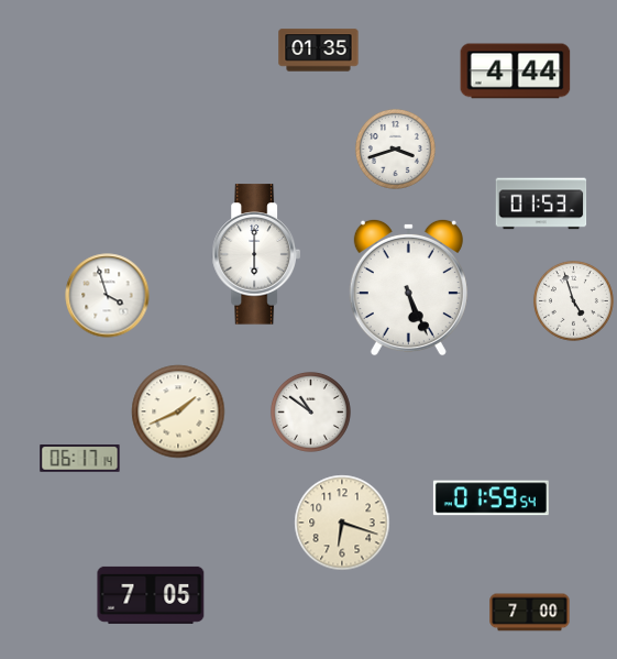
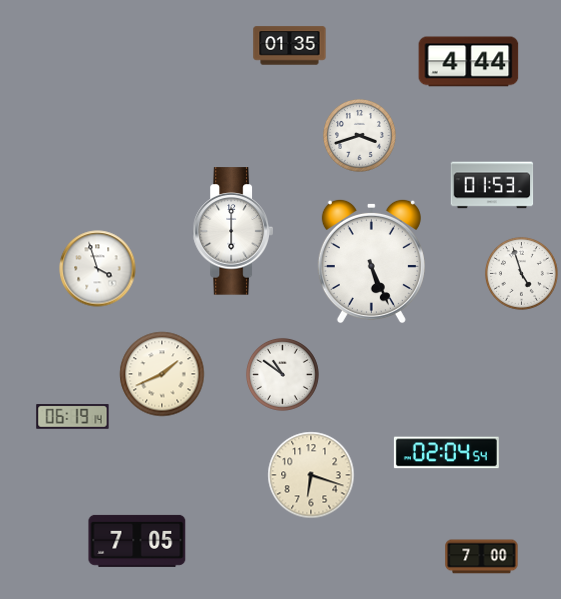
clock at (516, 72) position: (516, 72) -> (469, 62)
clock at (80, 459): 06:17 -> 06:19
clock at (491, 498): 01:59 -> 02:04
